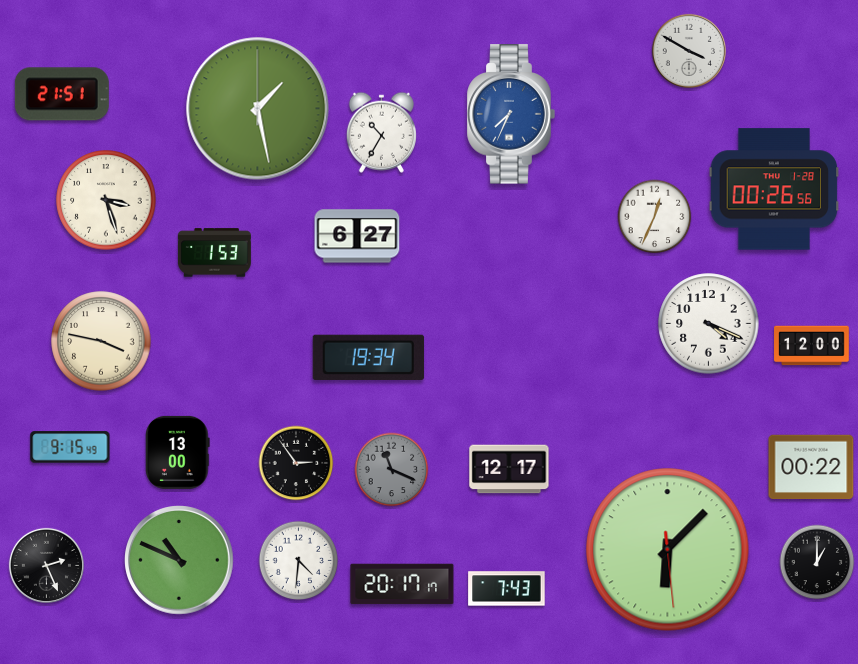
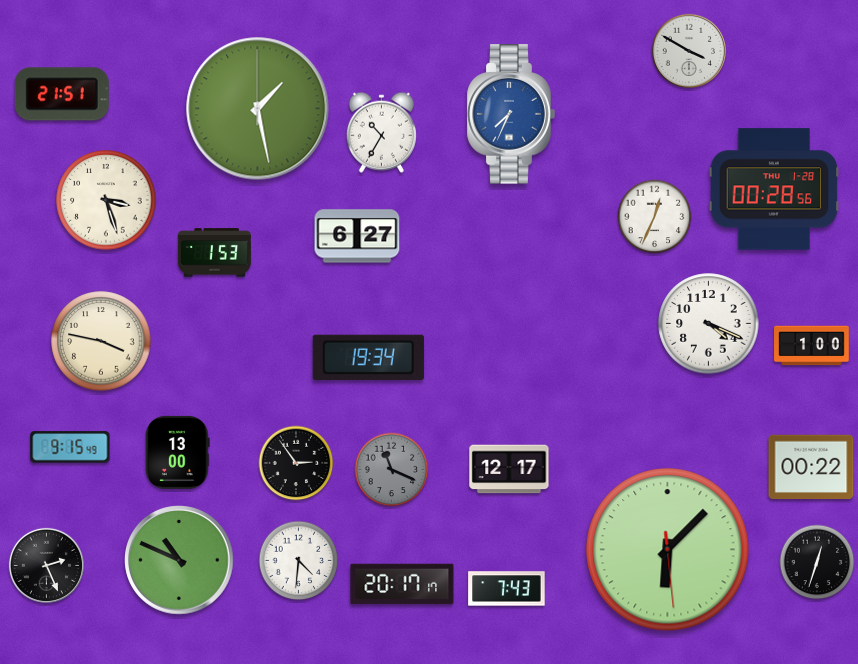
clock at (774, 189): 00:26 -> 00:28
clock at (812, 346): 12:00 -> 1:00
clock at (817, 562): 1:00 -> 12:33
